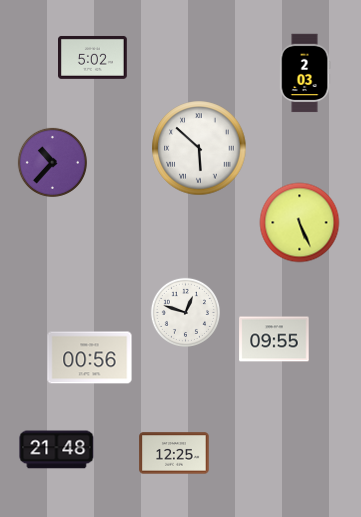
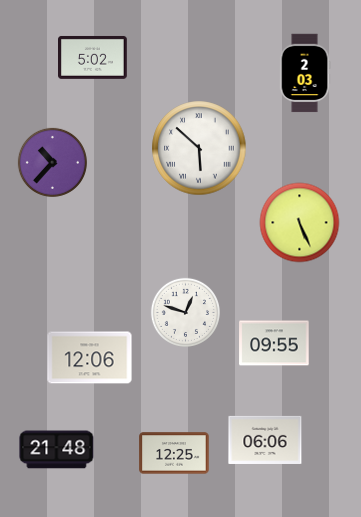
clock at (274, 339) position: (274, 339) -> (274, 343)
clock at (90, 358): 00:56 -> 12:06
clock at (265, 440): none -> 06:06
